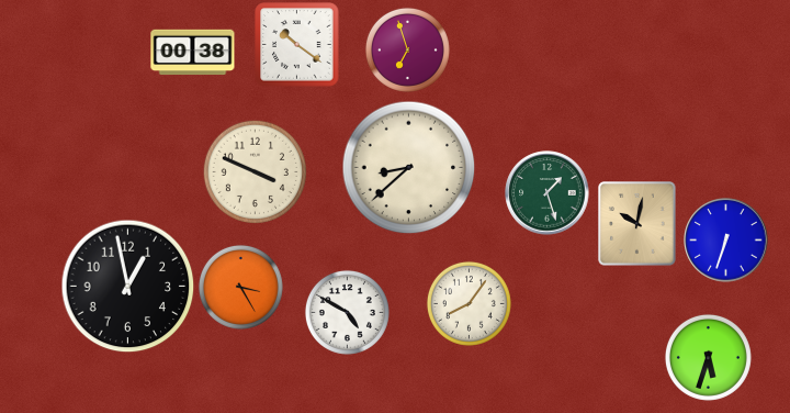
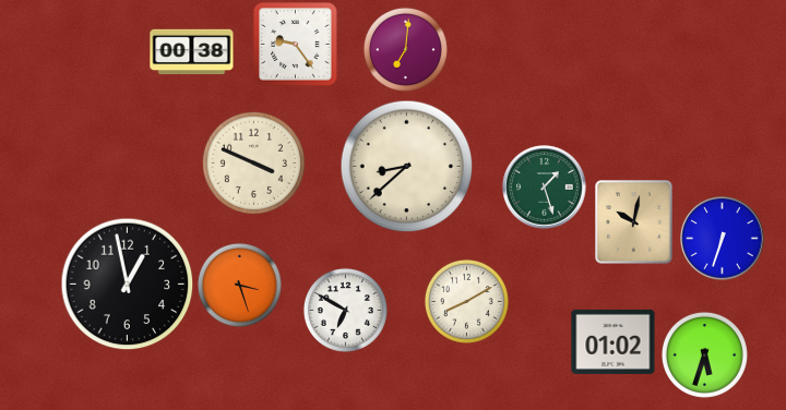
clock at (297, 45): 10:21 -> 9:24
clock at (407, 49): 6:57 -> 7:01
clock at (255, 171) position: (255, 171) -> (253, 162)
clock at (548, 193) position: (548, 193) -> (545, 188)
clock at (240, 287): 3:25 -> 3:27
clock at (469, 303): 8:06 -> 8:10
clock at (347, 312): 4:50 -> 6:50
clock at (614, 341): none -> 01:02
